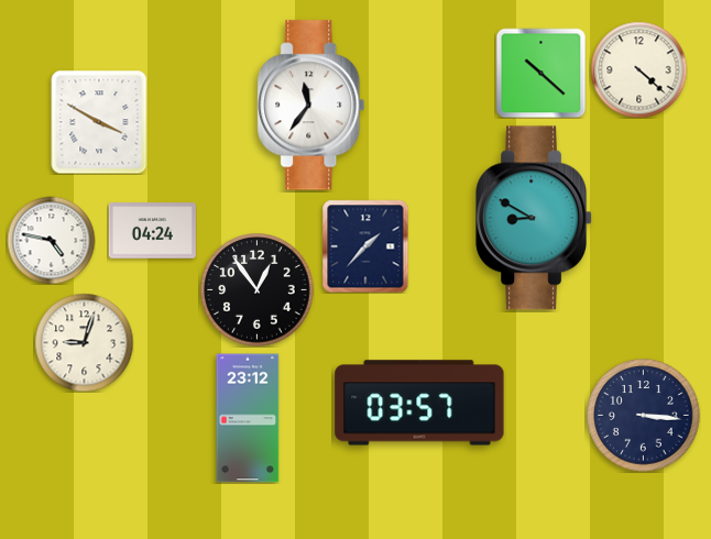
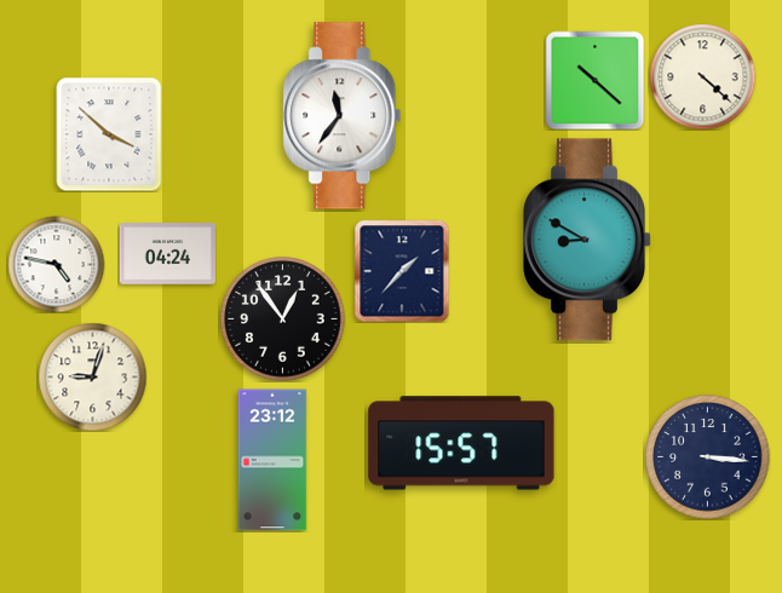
clock at (99, 122): 3:50 -> 3:52
clock at (419, 403): 03:57 -> 15:57
